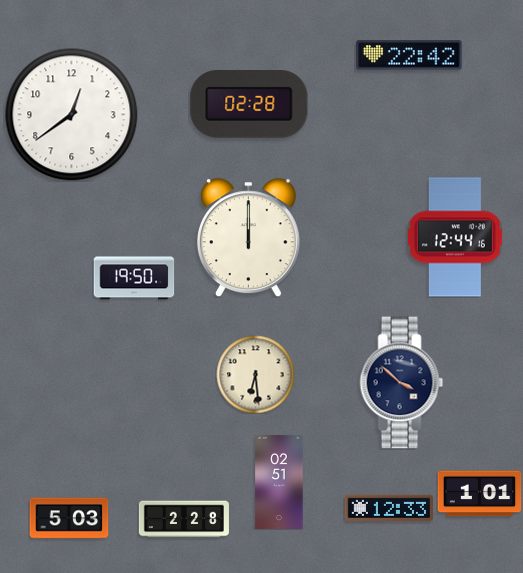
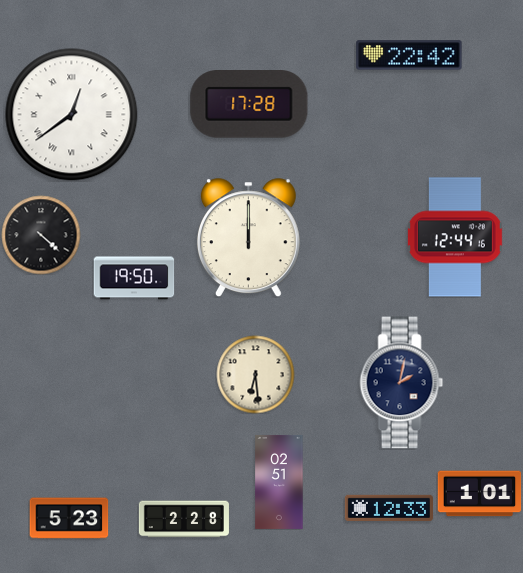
clock at (249, 105): 02:28 -> 17:28
clock at (72, 115) numerals: Arabic -> Roman
clock at (41, 235): none -> 4:22
clock at (402, 383): 3:52 -> 2:02
clock at (69, 518): 5:03 -> 5:23
